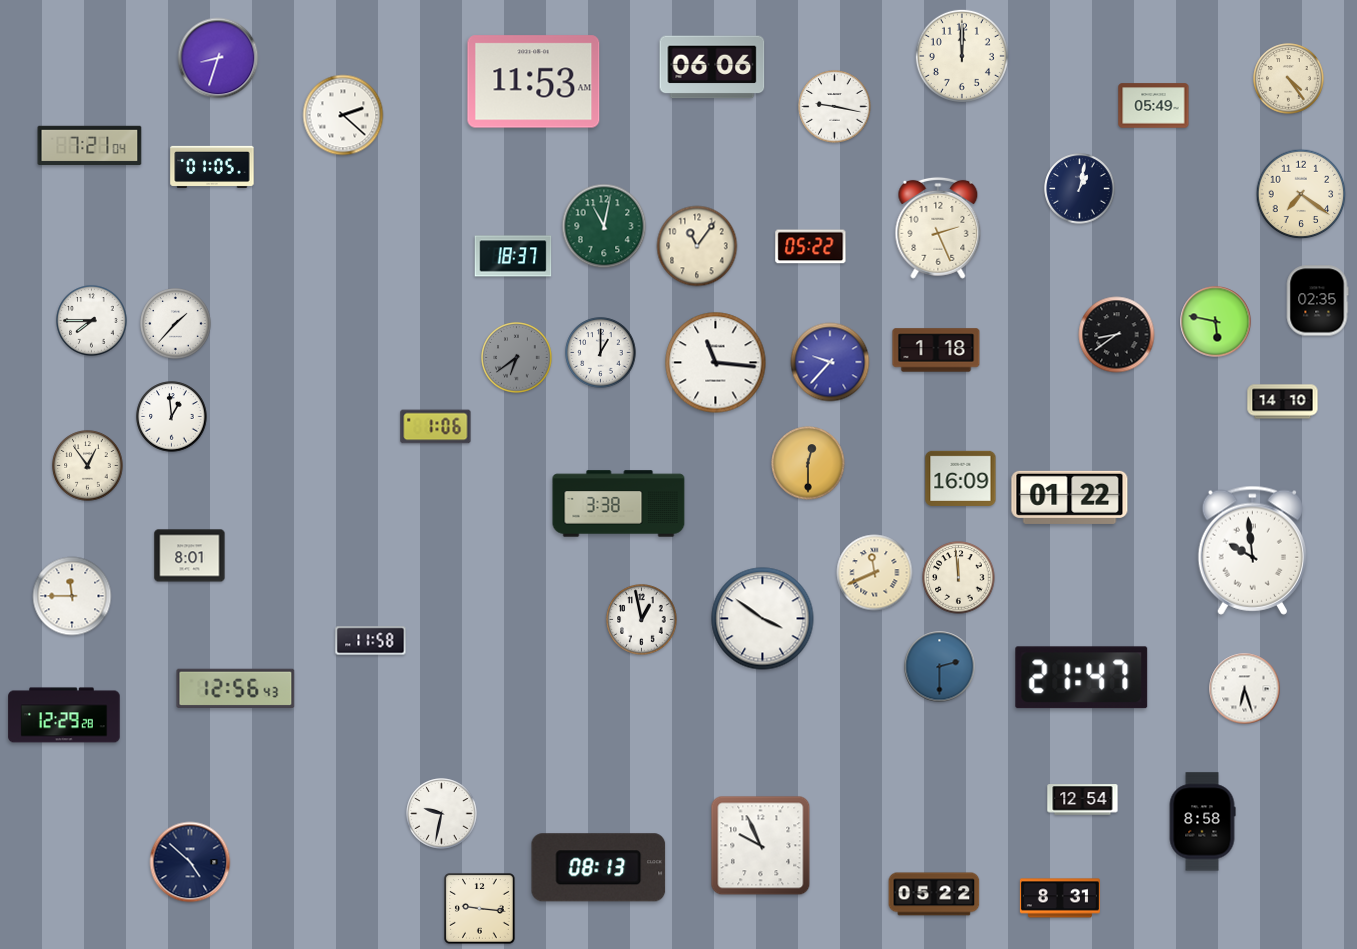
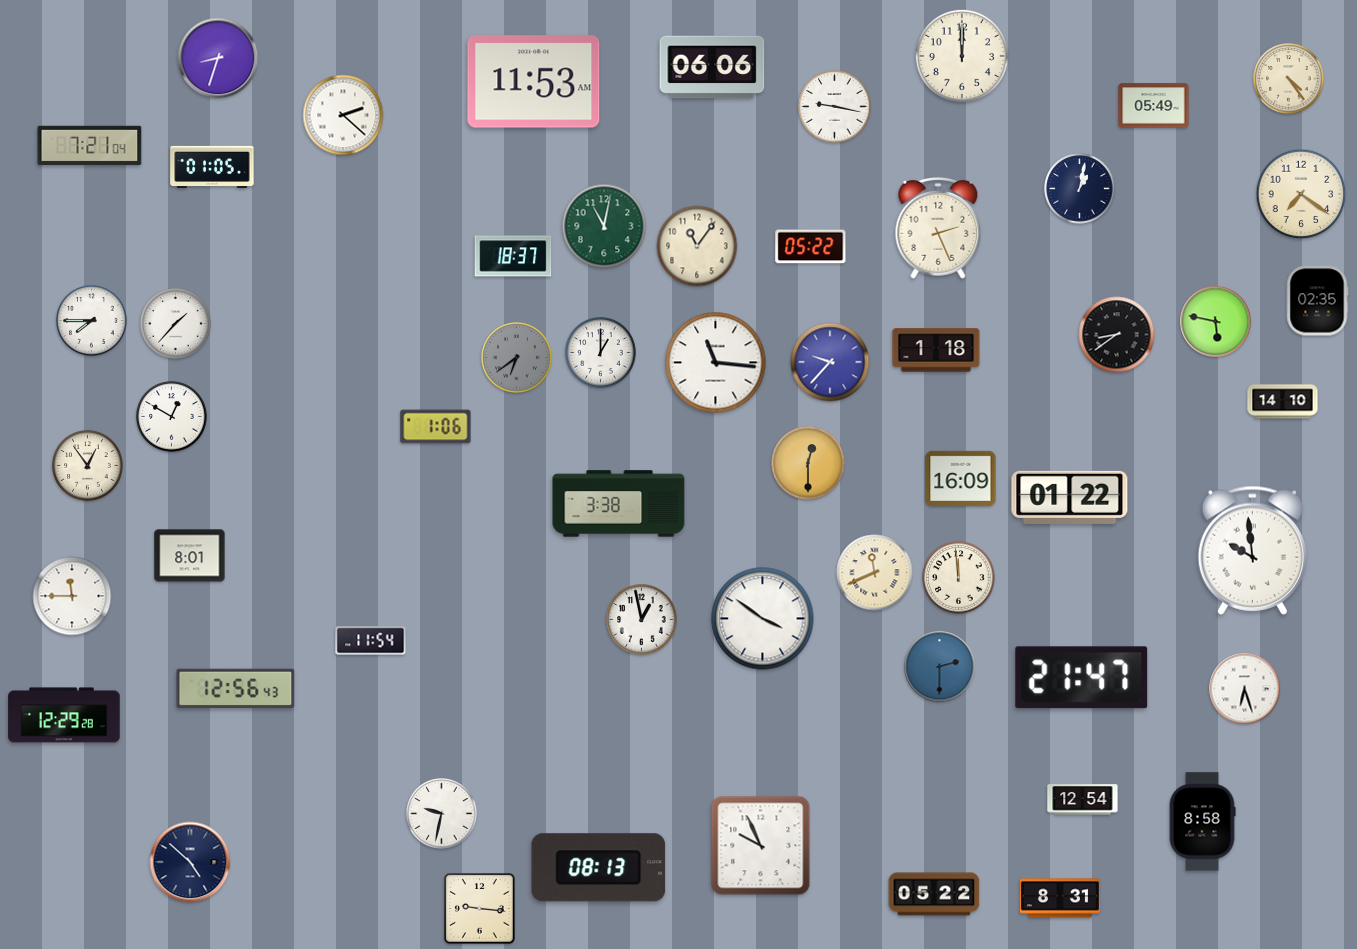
clock at (172, 417): 12:59 -> 12:50
clock at (371, 641): 11:58 -> 11:54
